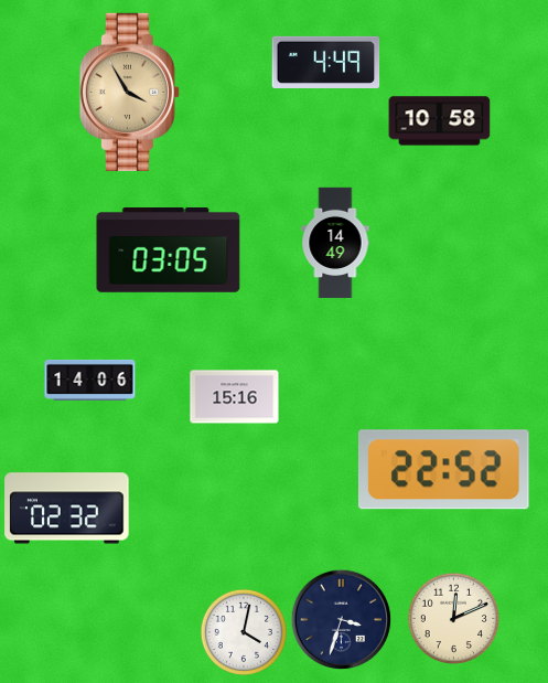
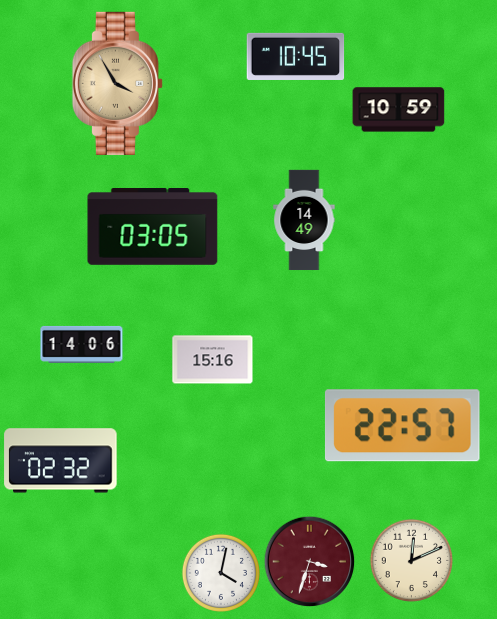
clock at (326, 62): 4:49 -> 10:45
clock at (440, 121): 10:58 -> 10:59
clock at (443, 470): 22:52 -> 22:57
clock at (341, 619) dial: navy -> burgundy
